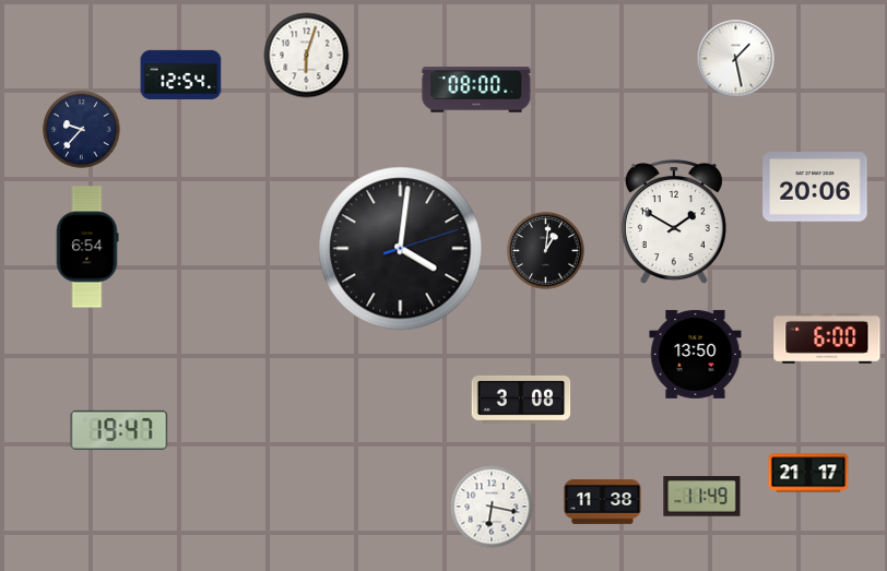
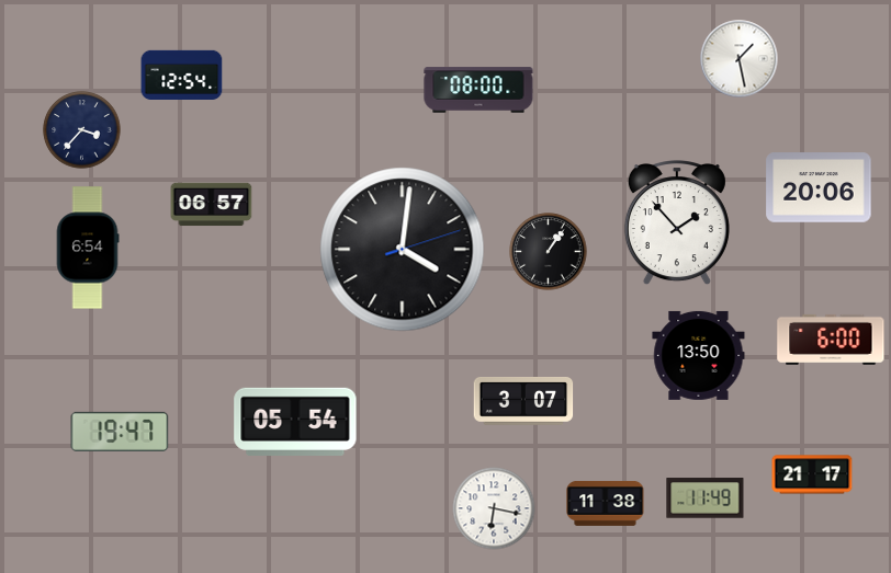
clock at (307, 56): 6:03 -> none
clock at (82, 130): 9:37 -> 3:37
clock at (212, 205): none -> 06:57
clock at (674, 223): 1:50 -> 1:53
clock at (546, 251): 1:01 -> 1:06
clock at (521, 400): 3:08 -> 3:07
clock at (295, 422): none -> 05:54
